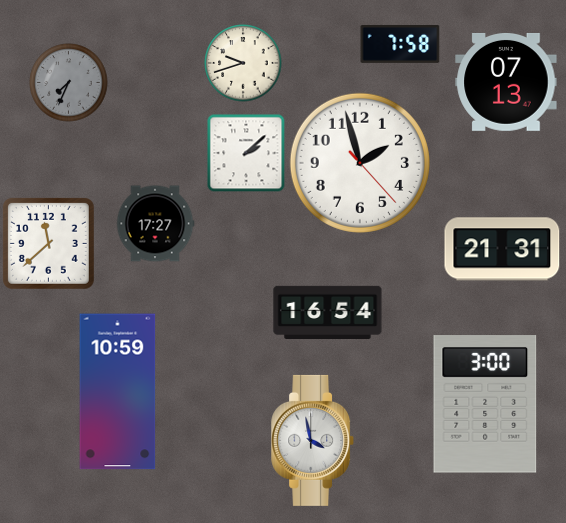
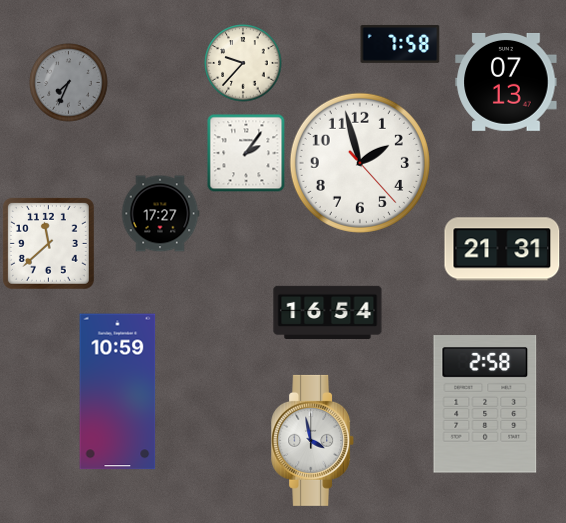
clock at (243, 63): 9:42 -> 9:37
clock at (246, 153): 2:08 -> 2:06
clock at (155, 224) position: (155, 224) -> (160, 214)
clock at (485, 404): 3:00 -> 2:58
